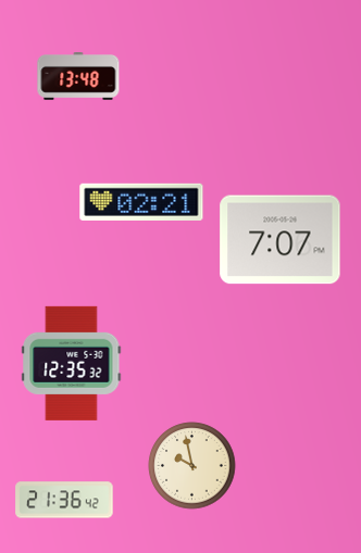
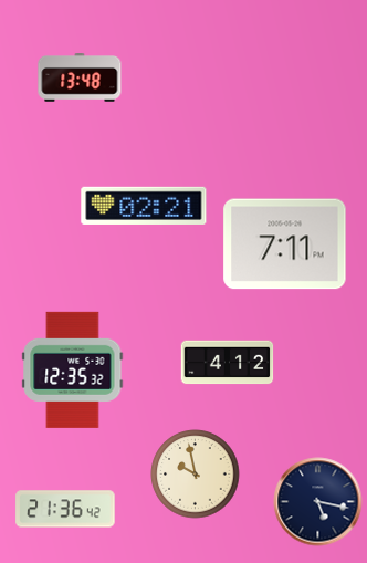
clock at (281, 240): 7:07 -> 7:11
clock at (228, 363): none -> 4:12
clock at (318, 502): none -> 5:17
